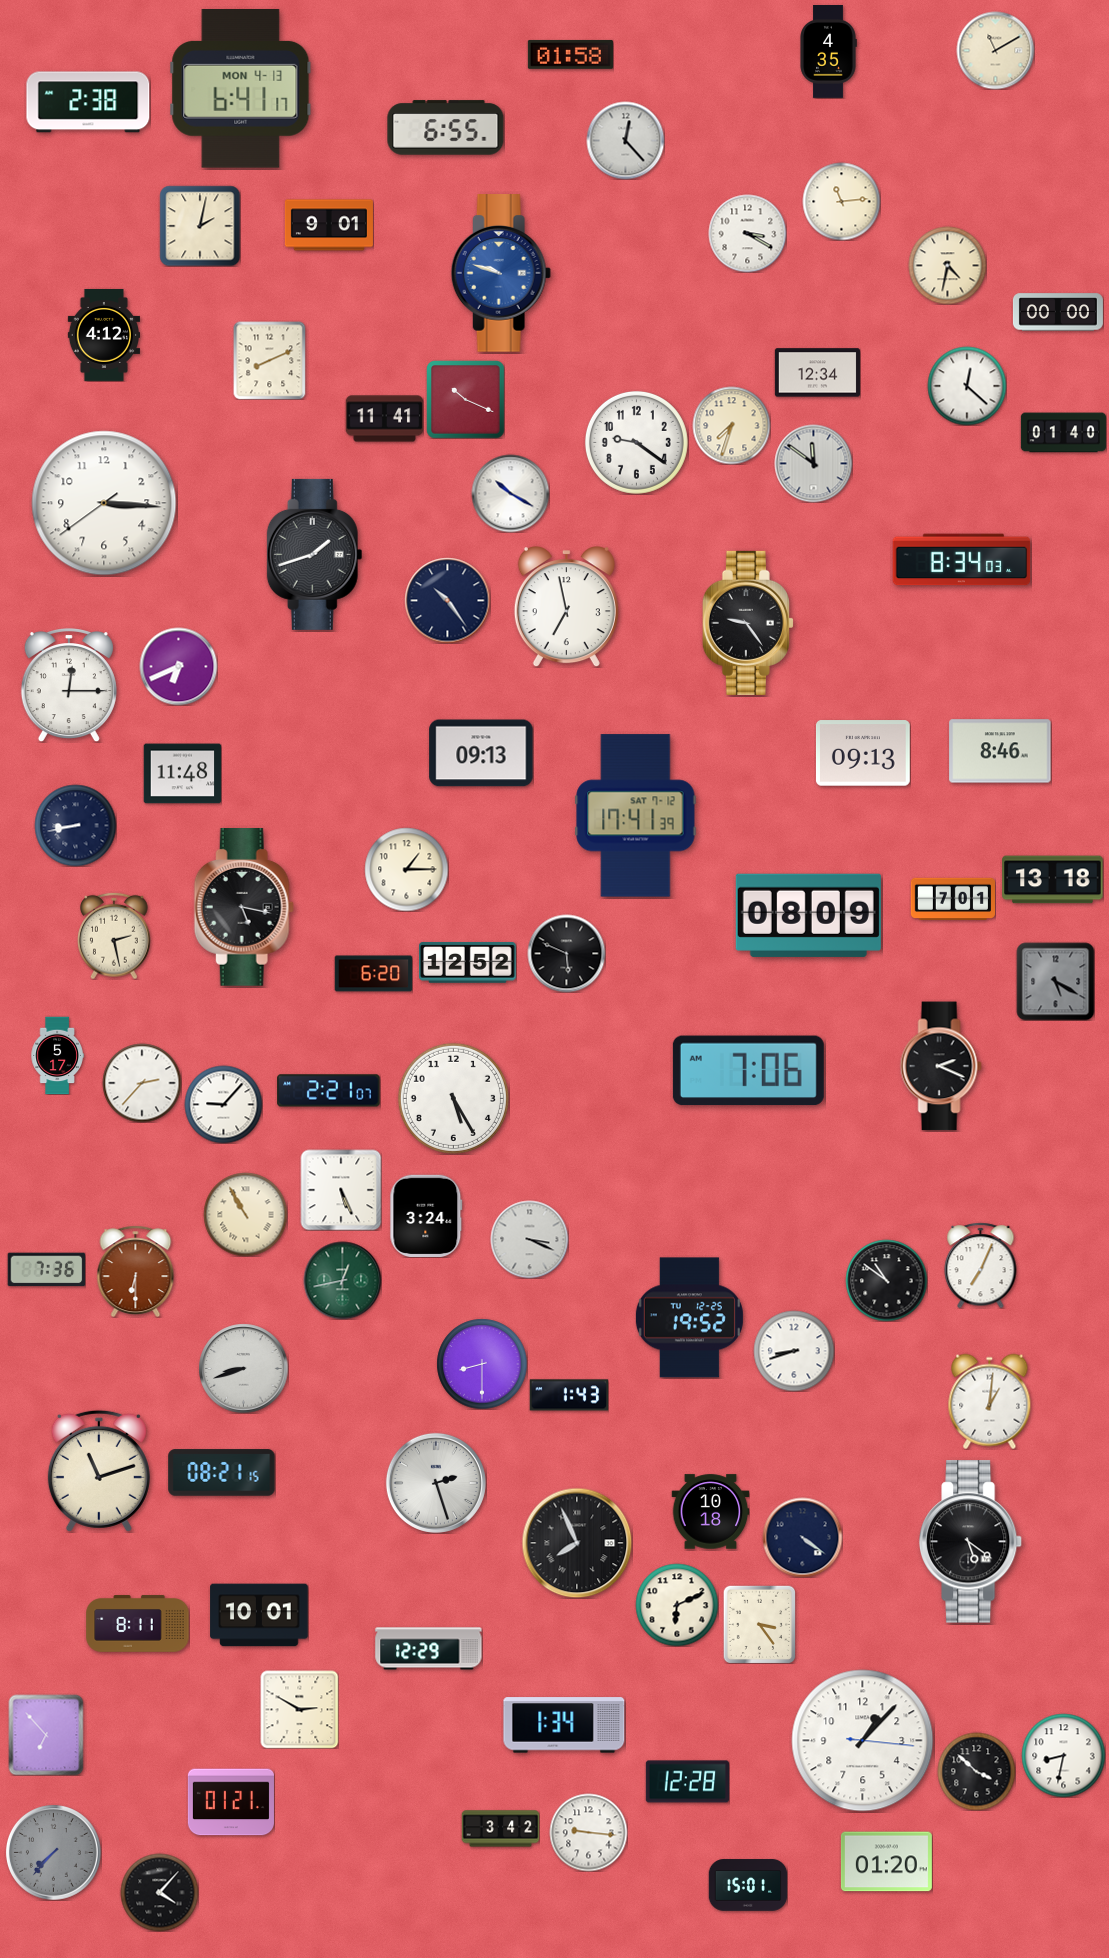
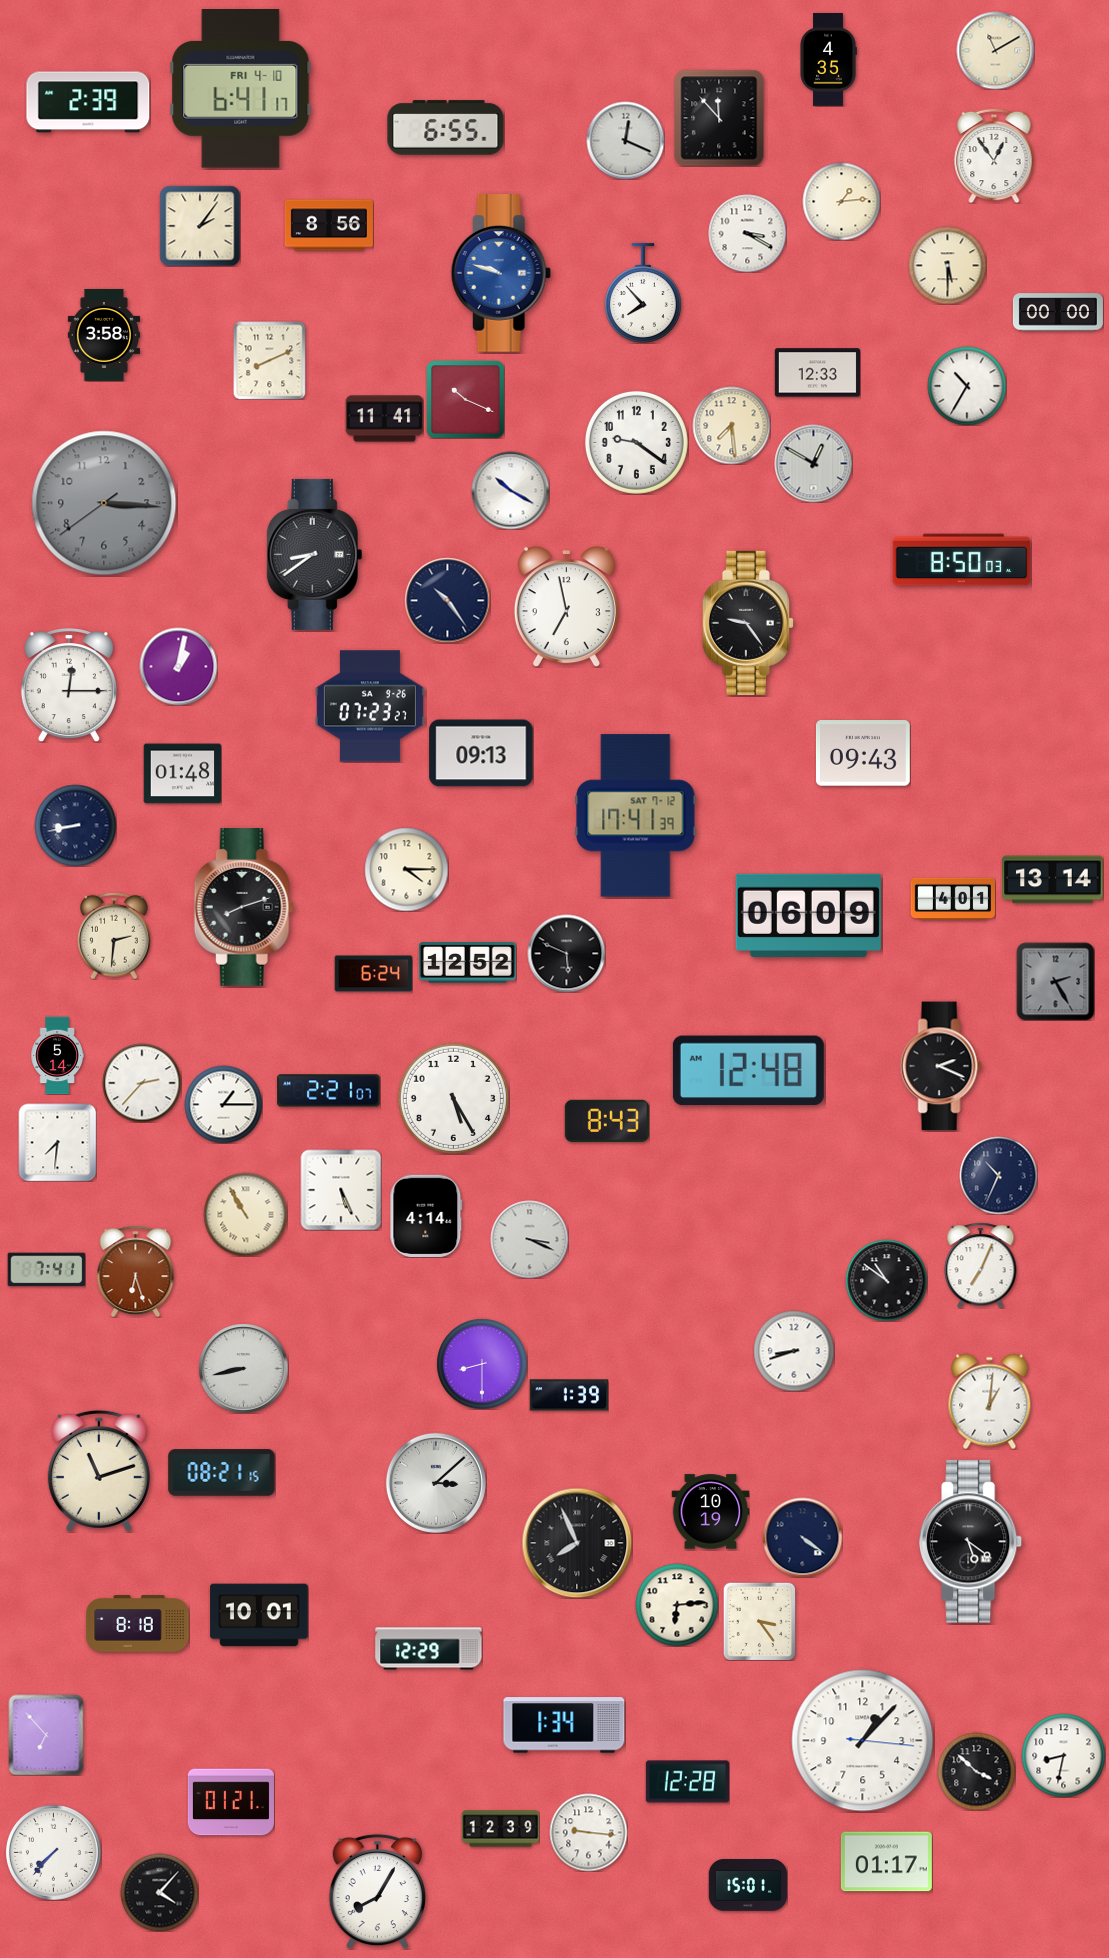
clock at (828, 52) position: (828, 52) -> (828, 60)
clock at (570, 54): 01:58 -> none
clock at (241, 89) date: MON 4-13 -> FRI 4-10
clock at (88, 102): 2:38 -> 2:39
clock at (719, 118): none -> 11:53
clock at (625, 140): 12:23 -> 12:19
clock at (994, 156): none -> 12:54
clock at (841, 201): 11:14 -> 1:14
clock at (329, 225): 9:01 -> 8:56
clock at (200, 226): 2:02 -> 2:06
clock at (947, 265): 4:32 -> 5:30
clock at (643, 293): none -> 7:53
clock at (103, 335): 4:12 -> 3:58
clock at (817, 373): 12:34 -> 12:33
clock at (967, 386): 12:22 -> 10:35
clock at (731, 425): 7:33 -> 7:29
clock at (1063, 433): 01:40 -> none
clock at (813, 463): 11:51 -> 12:50
clock at (510, 493) position: (510, 493) -> (510, 490)
clock at (104, 503) dial: white -> grey
clock at (315, 554): 1:42 -> 8:39
clock at (962, 560): 8:34 -> 8:50
clock at (178, 666): 6:41 -> 1:02
clock at (370, 706): none -> 07:23
clock at (1000, 751): 8:46 -> none
clock at (863, 753): 09:13 -> 09:43
clock at (182, 774): 11:48 -> 01:48
clock at (406, 869): 1:15 -> 4:15
clock at (1053, 880): 13:18 -> 13:14
clock at (952, 898): 7:01 -> 4:01
clock at (244, 908): 5:17 -> 8:12
clock at (808, 915): 08:09 -> 06:09
clock at (115, 936): 2:28 -> 2:31
clock at (373, 974): 6:20 -> 6:24
clock at (1055, 981): 5:20 -> 2:25
clock at (57, 1055): 5:17 -> 5:14
clock at (748, 1071): 7:06 -> 12:48
clock at (223, 1104): 9:07 -> 1:15
clock at (607, 1121): none -> 8:43
clock at (57, 1142): none -> 7:31
clock at (998, 1175): none -> 10:34
clock at (426, 1215): 3:24 -> 4:14
clock at (46, 1270): 7:36 -> 7:41
clock at (136, 1271): 6:30 -> 6:27
clock at (342, 1280): 12:43 -> none
clock at (689, 1318): 19:52 -> none
clock at (243, 1368): 8:42 -> 8:43
clock at (569, 1395): 1:43 -> 1:39
clock at (436, 1483): 2:27 -> 3:08
clock at (710, 1512): 10:18 -> 10:19
clock at (677, 1605): 6:11 -> 6:14
clock at (138, 1624): 8:11 -> 8:18
clock at (759, 1624) position: (759, 1624) -> (759, 1621)
clock at (299, 1709): 2:50 -> none
clock at (500, 1829): 3:42 -> 12:39
clock at (53, 1852) dial: grey -> white
clock at (886, 1862): 01:20 -> 01:17
clock at (377, 1891): none -> 8:05
